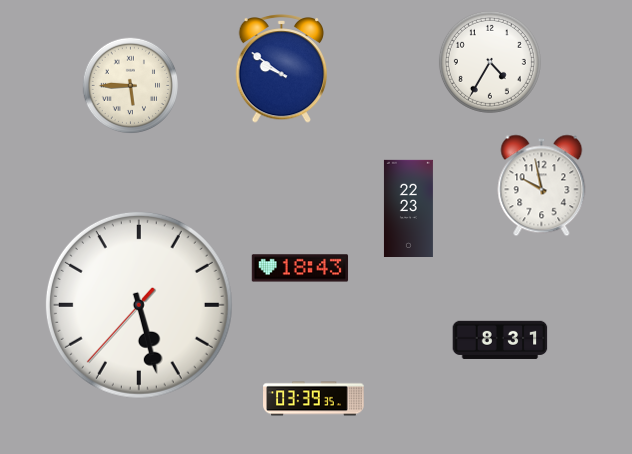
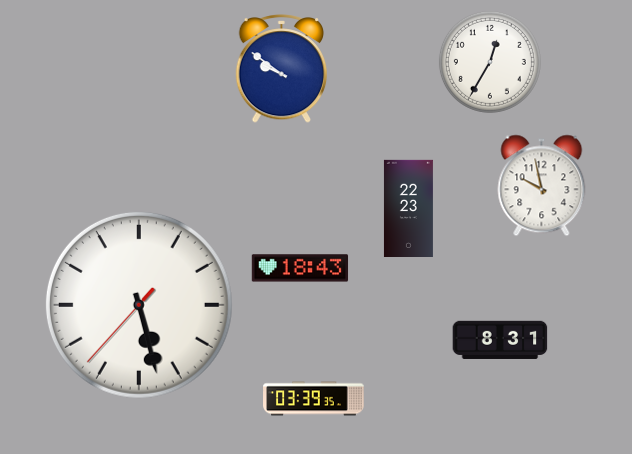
clock at (490, 62): 4:35 -> 12:35
clock at (131, 86): 5:45 -> none
